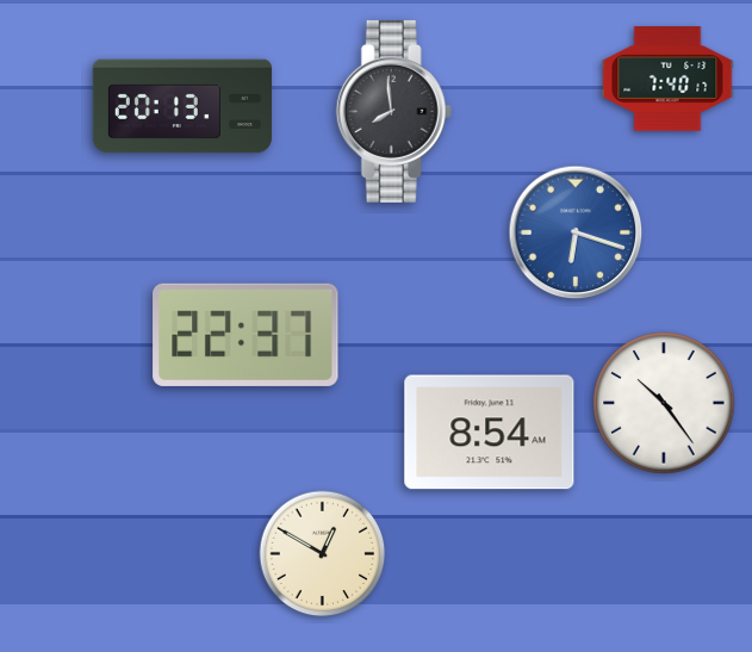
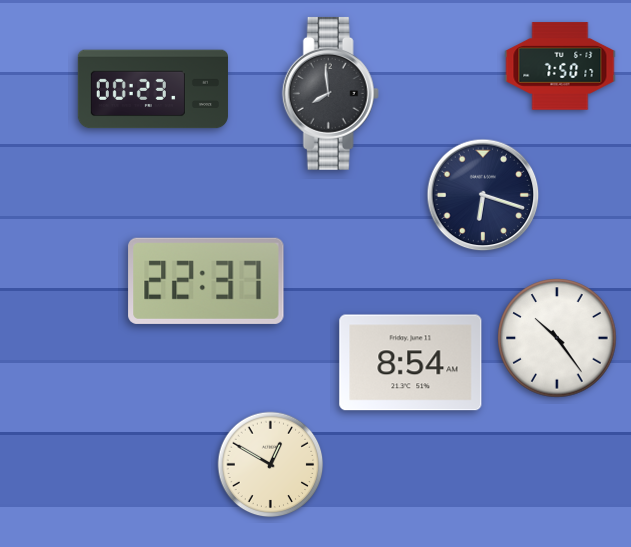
clock at (667, 79): 7:40 -> 7:50
clock at (182, 106): 20:13 -> 00:23
clock at (576, 232) dial: blue -> navy
